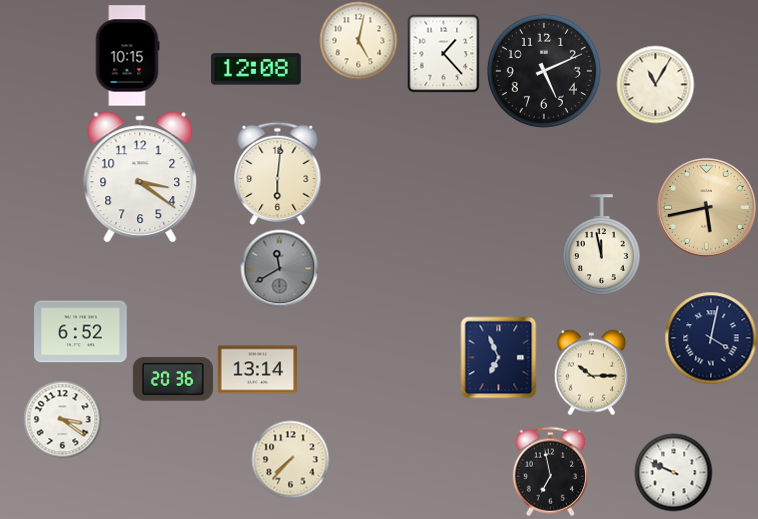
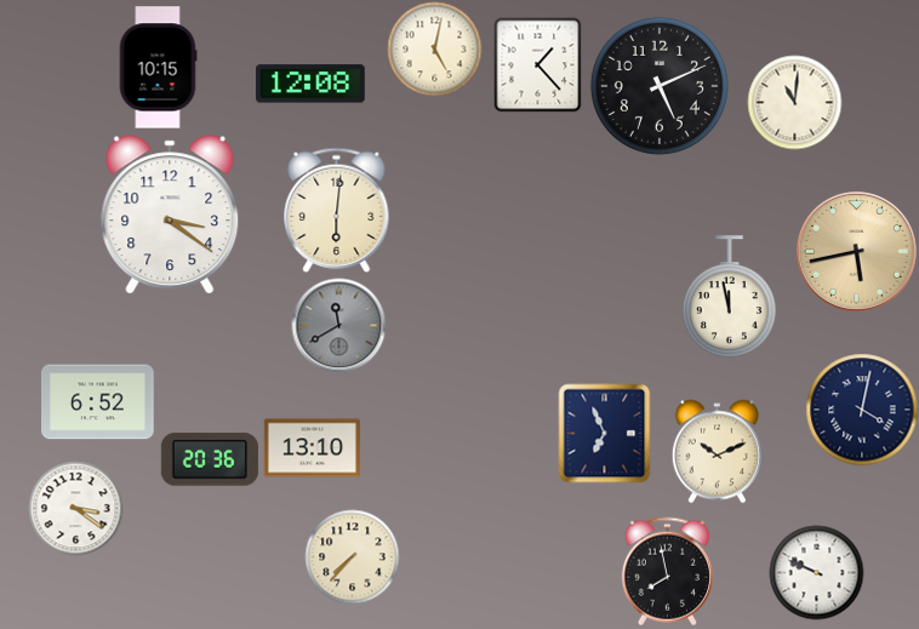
clock at (127, 56) position: (127, 56) -> (158, 68)
clock at (655, 84): 11:05 -> 11:01
clock at (257, 370): 13:14 -> 13:10
clock at (591, 372): 10:15 -> 10:11
clock at (550, 471): 6:58 -> 7:58
